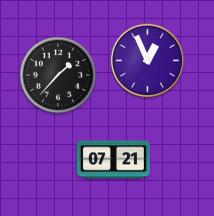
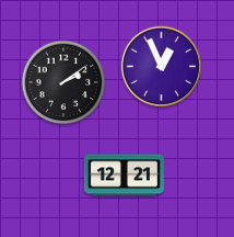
clock at (58, 75): 1:37 -> 2:09
clock at (113, 160): 07:21 -> 12:21
